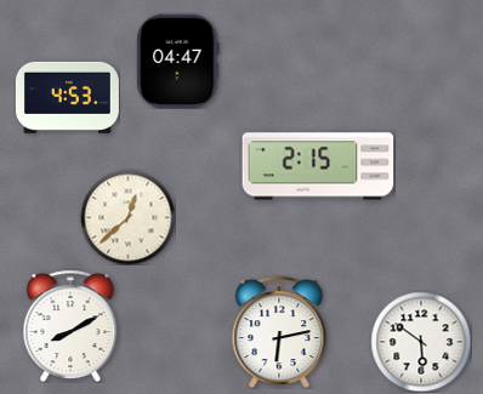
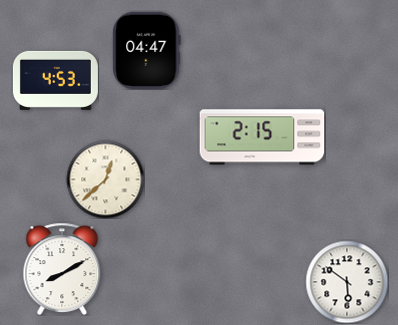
clock at (70, 325) position: (70, 325) -> (62, 268)
clock at (279, 331): 6:13 -> none
